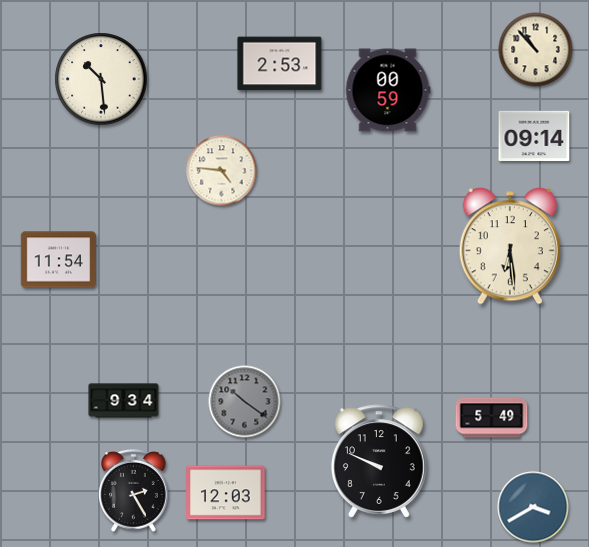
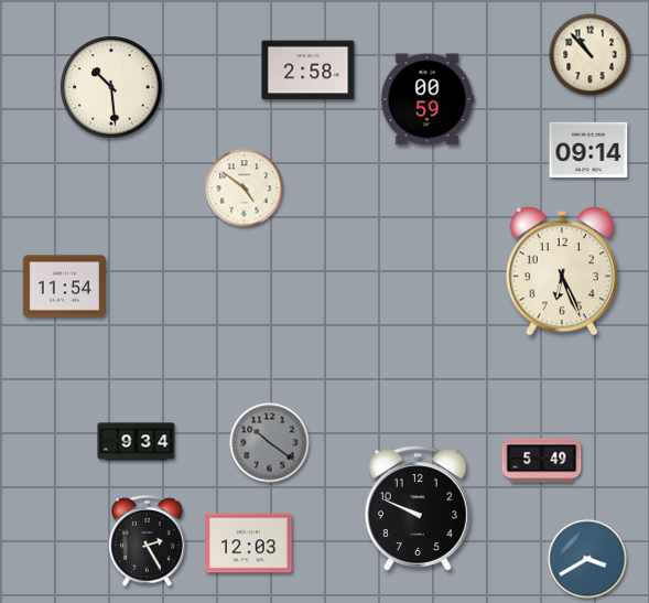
clock at (280, 64): 2:53 -> 2:58
clock at (222, 171): 4:46 -> 4:51
clock at (510, 246): 6:29 -> 6:26
